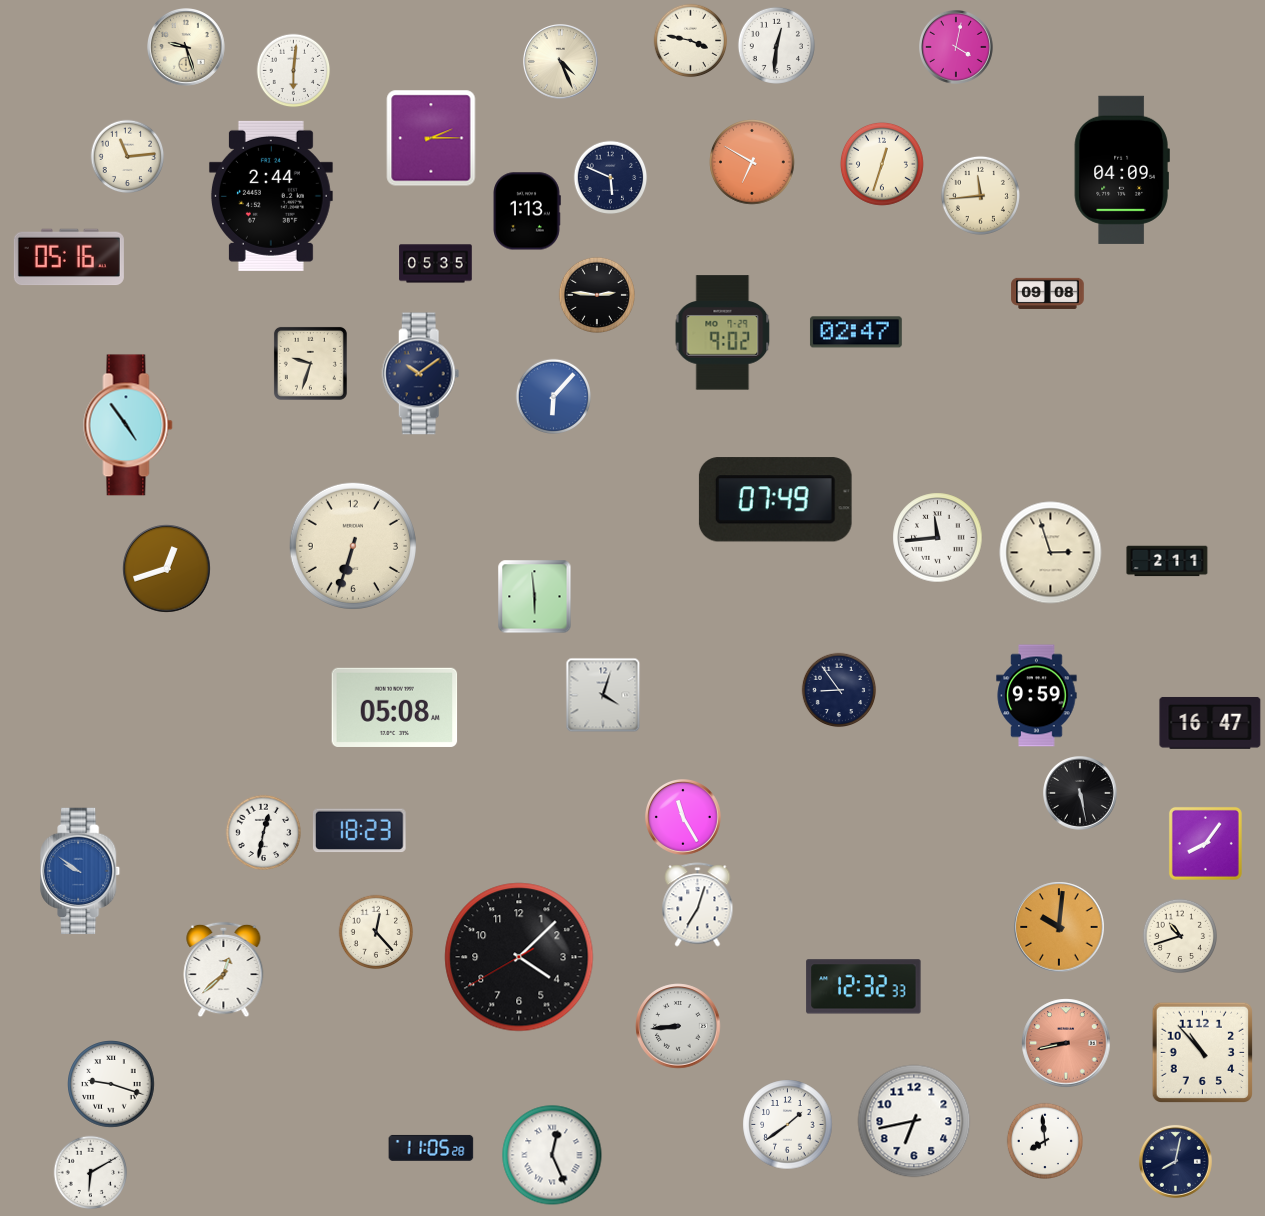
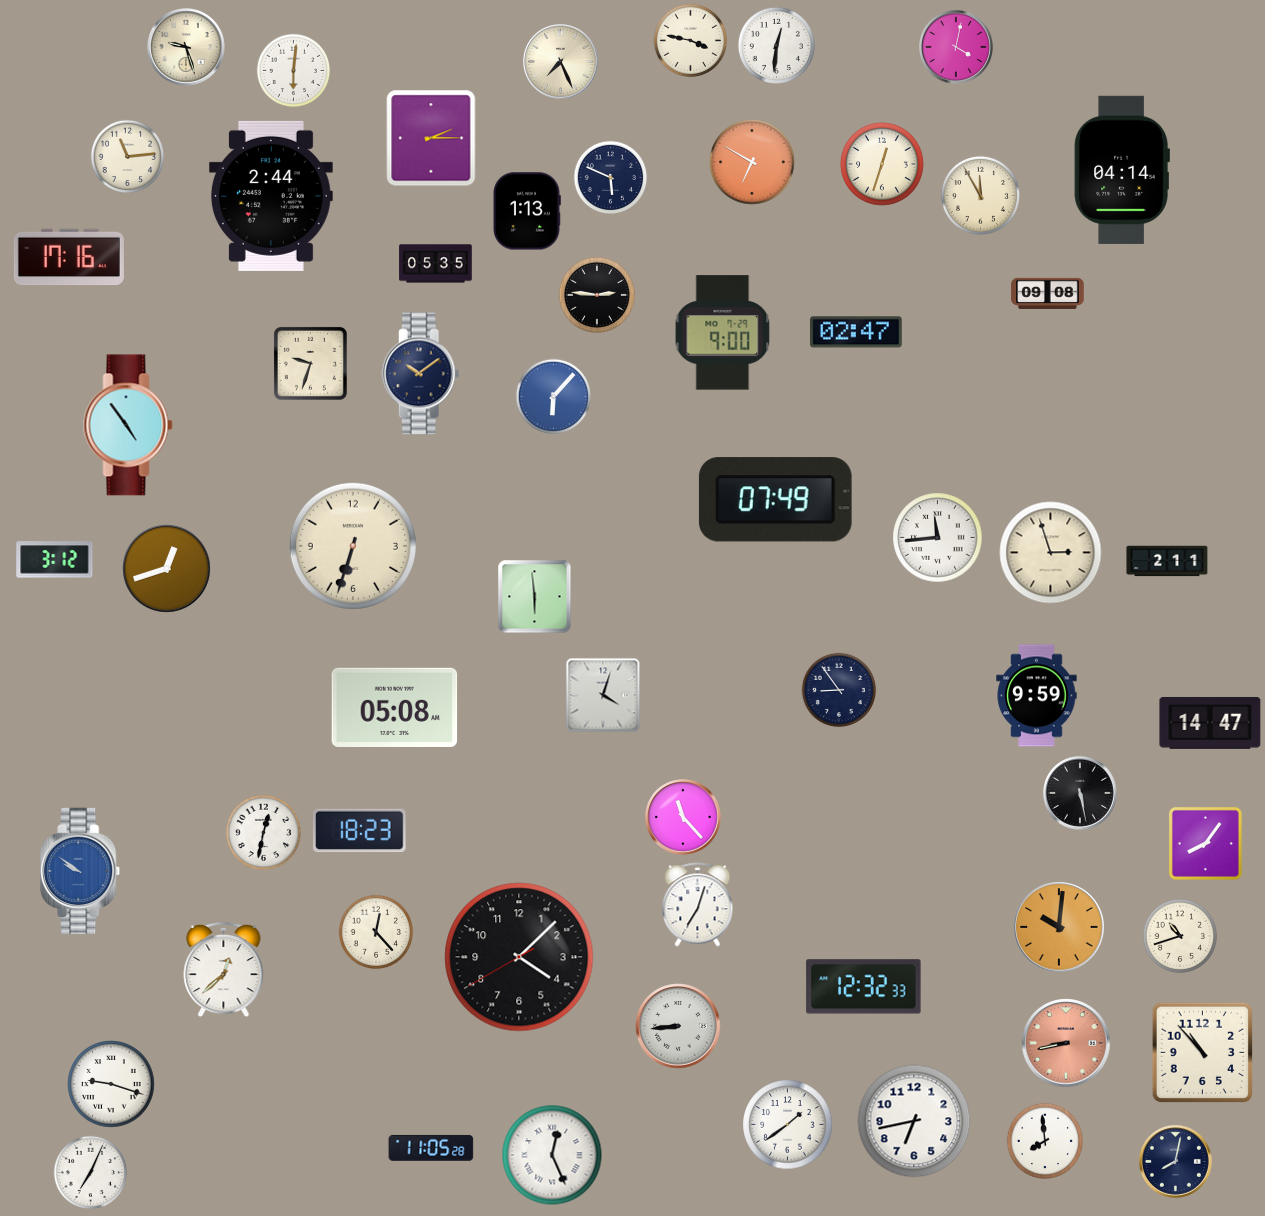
clock at (561, 62): 4:26 -> 7:26
clock at (1122, 170): 04:09 -> 04:14
clock at (980, 195): 11:44 -> 11:55
clock at (69, 257): 05:16 -> 17:16
clock at (723, 333): 9:02 -> 9:00
clock at (55, 560): none -> 3:12
clock at (1210, 723): 16:47 -> 14:47
clock at (684, 818): 11:25 -> 11:23
clock at (91, 1173): 6:10 -> 7:04
